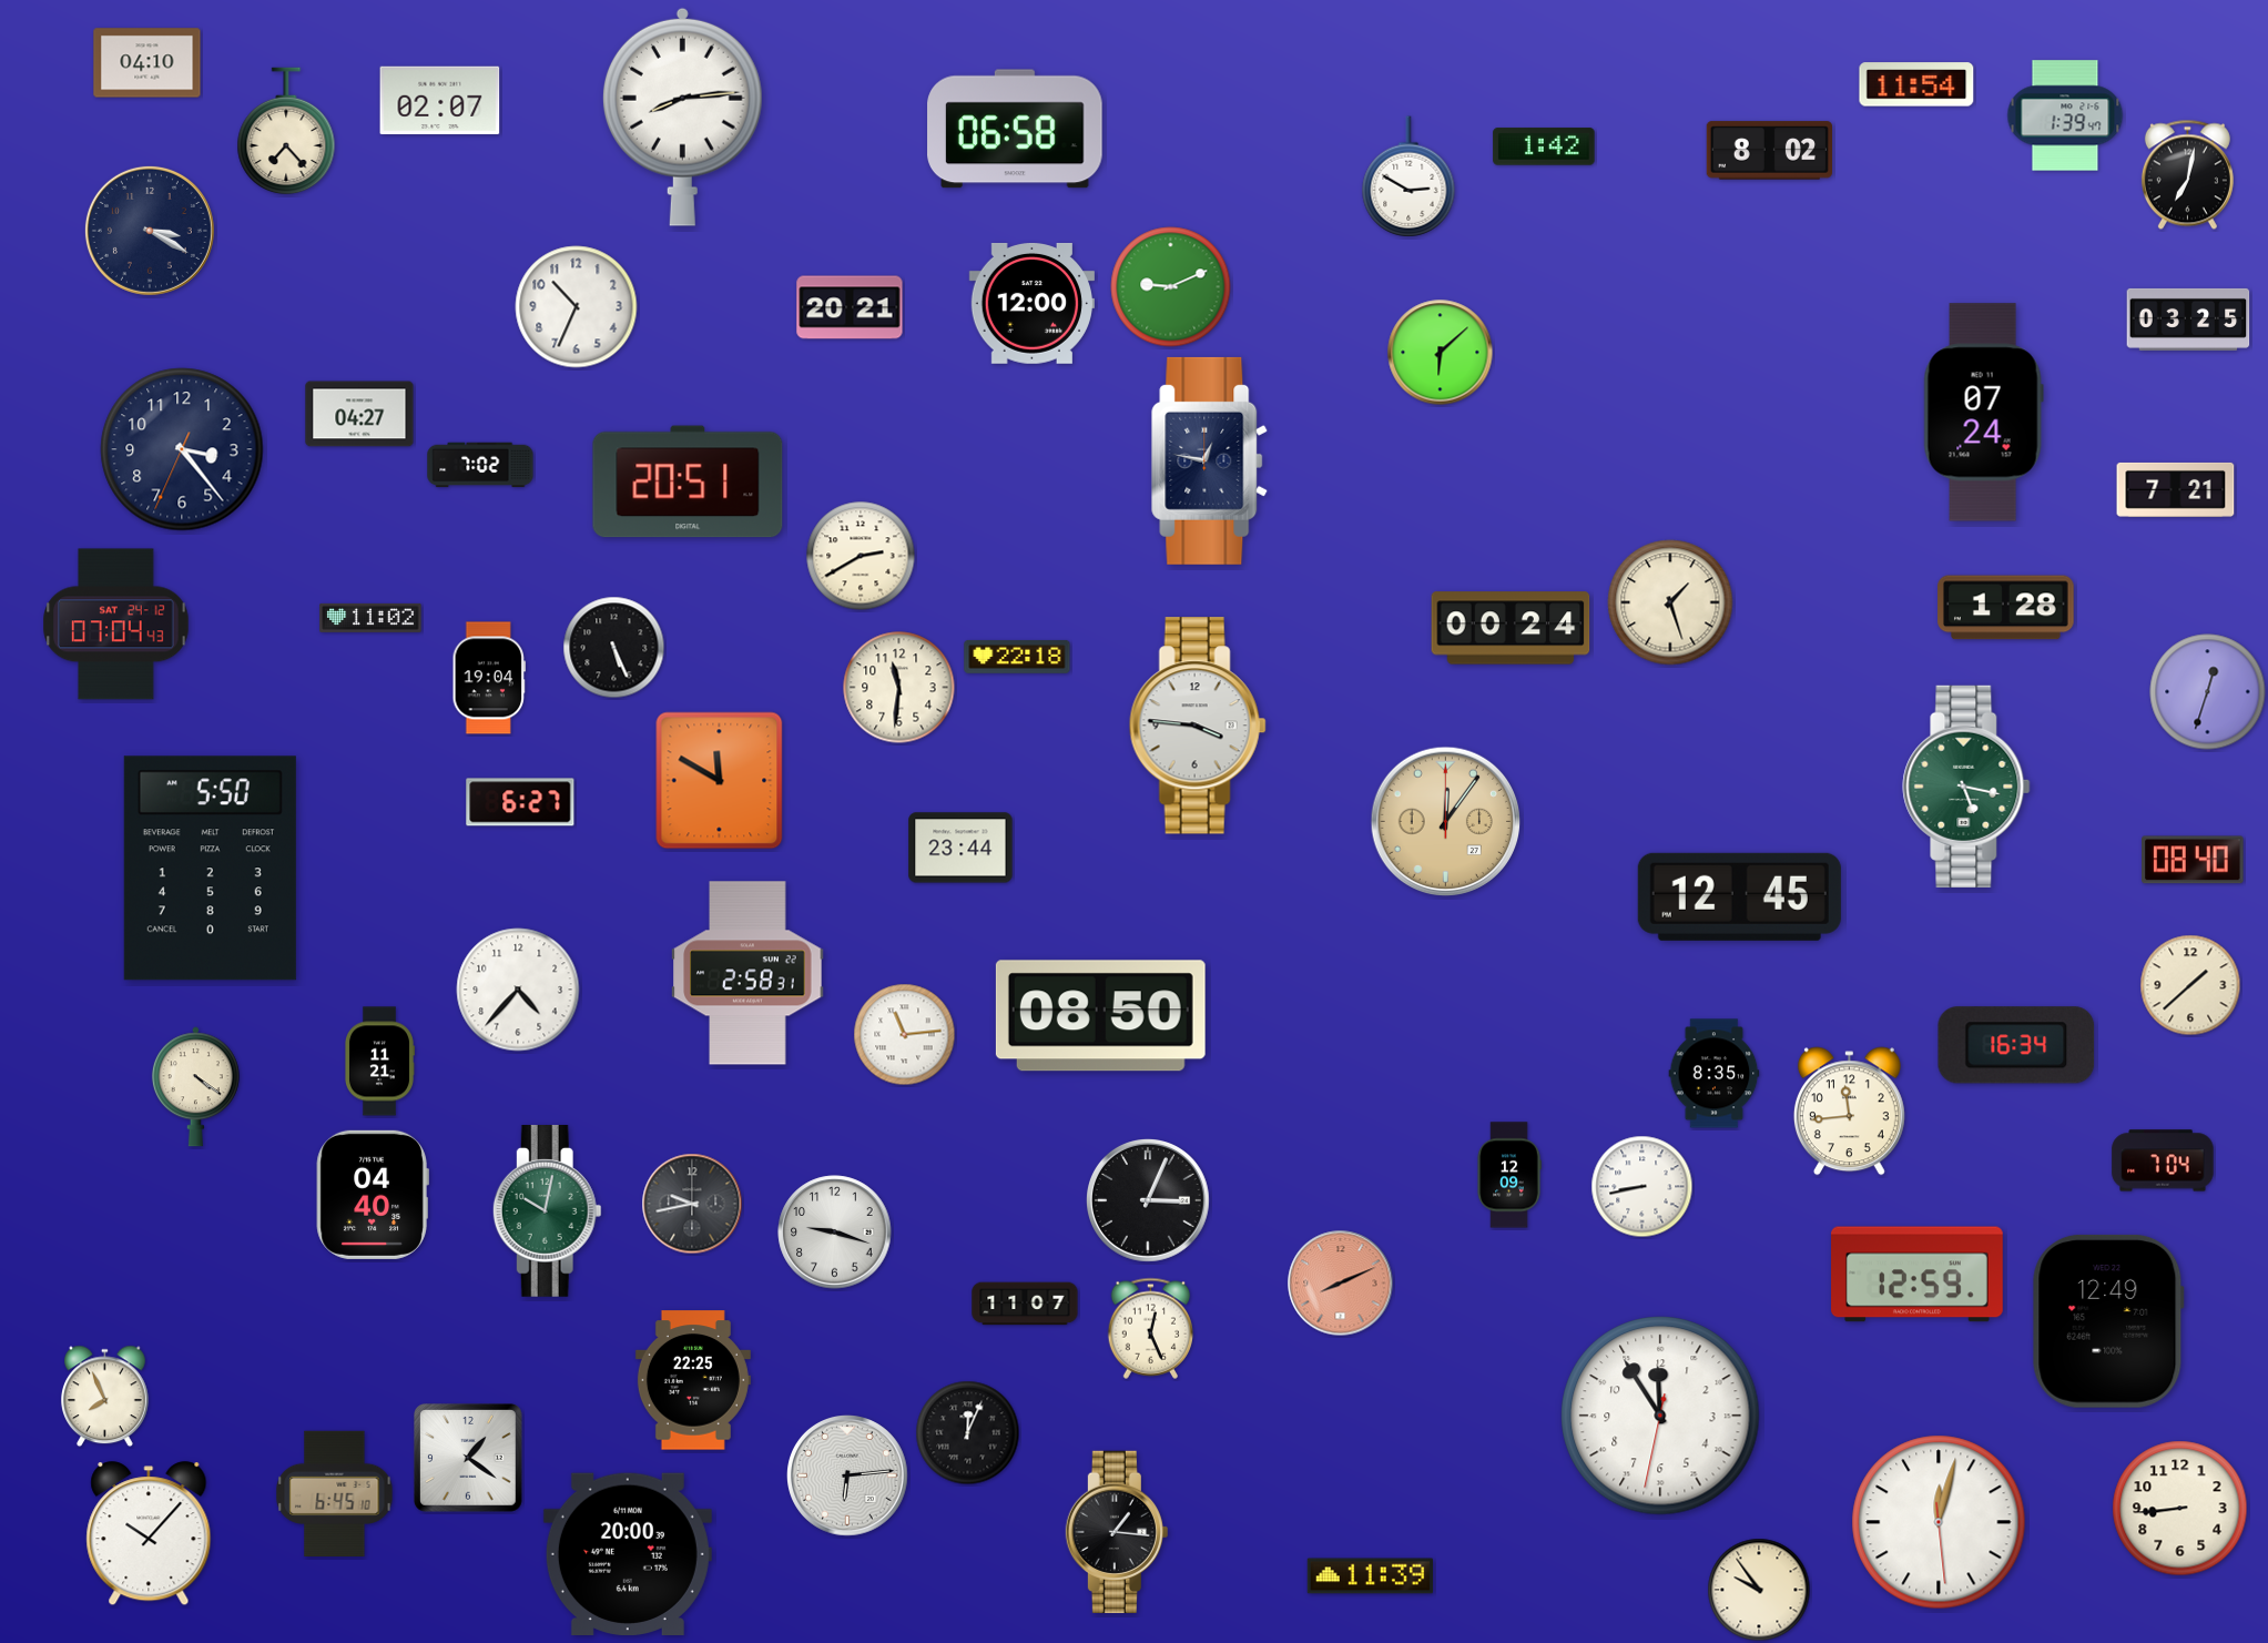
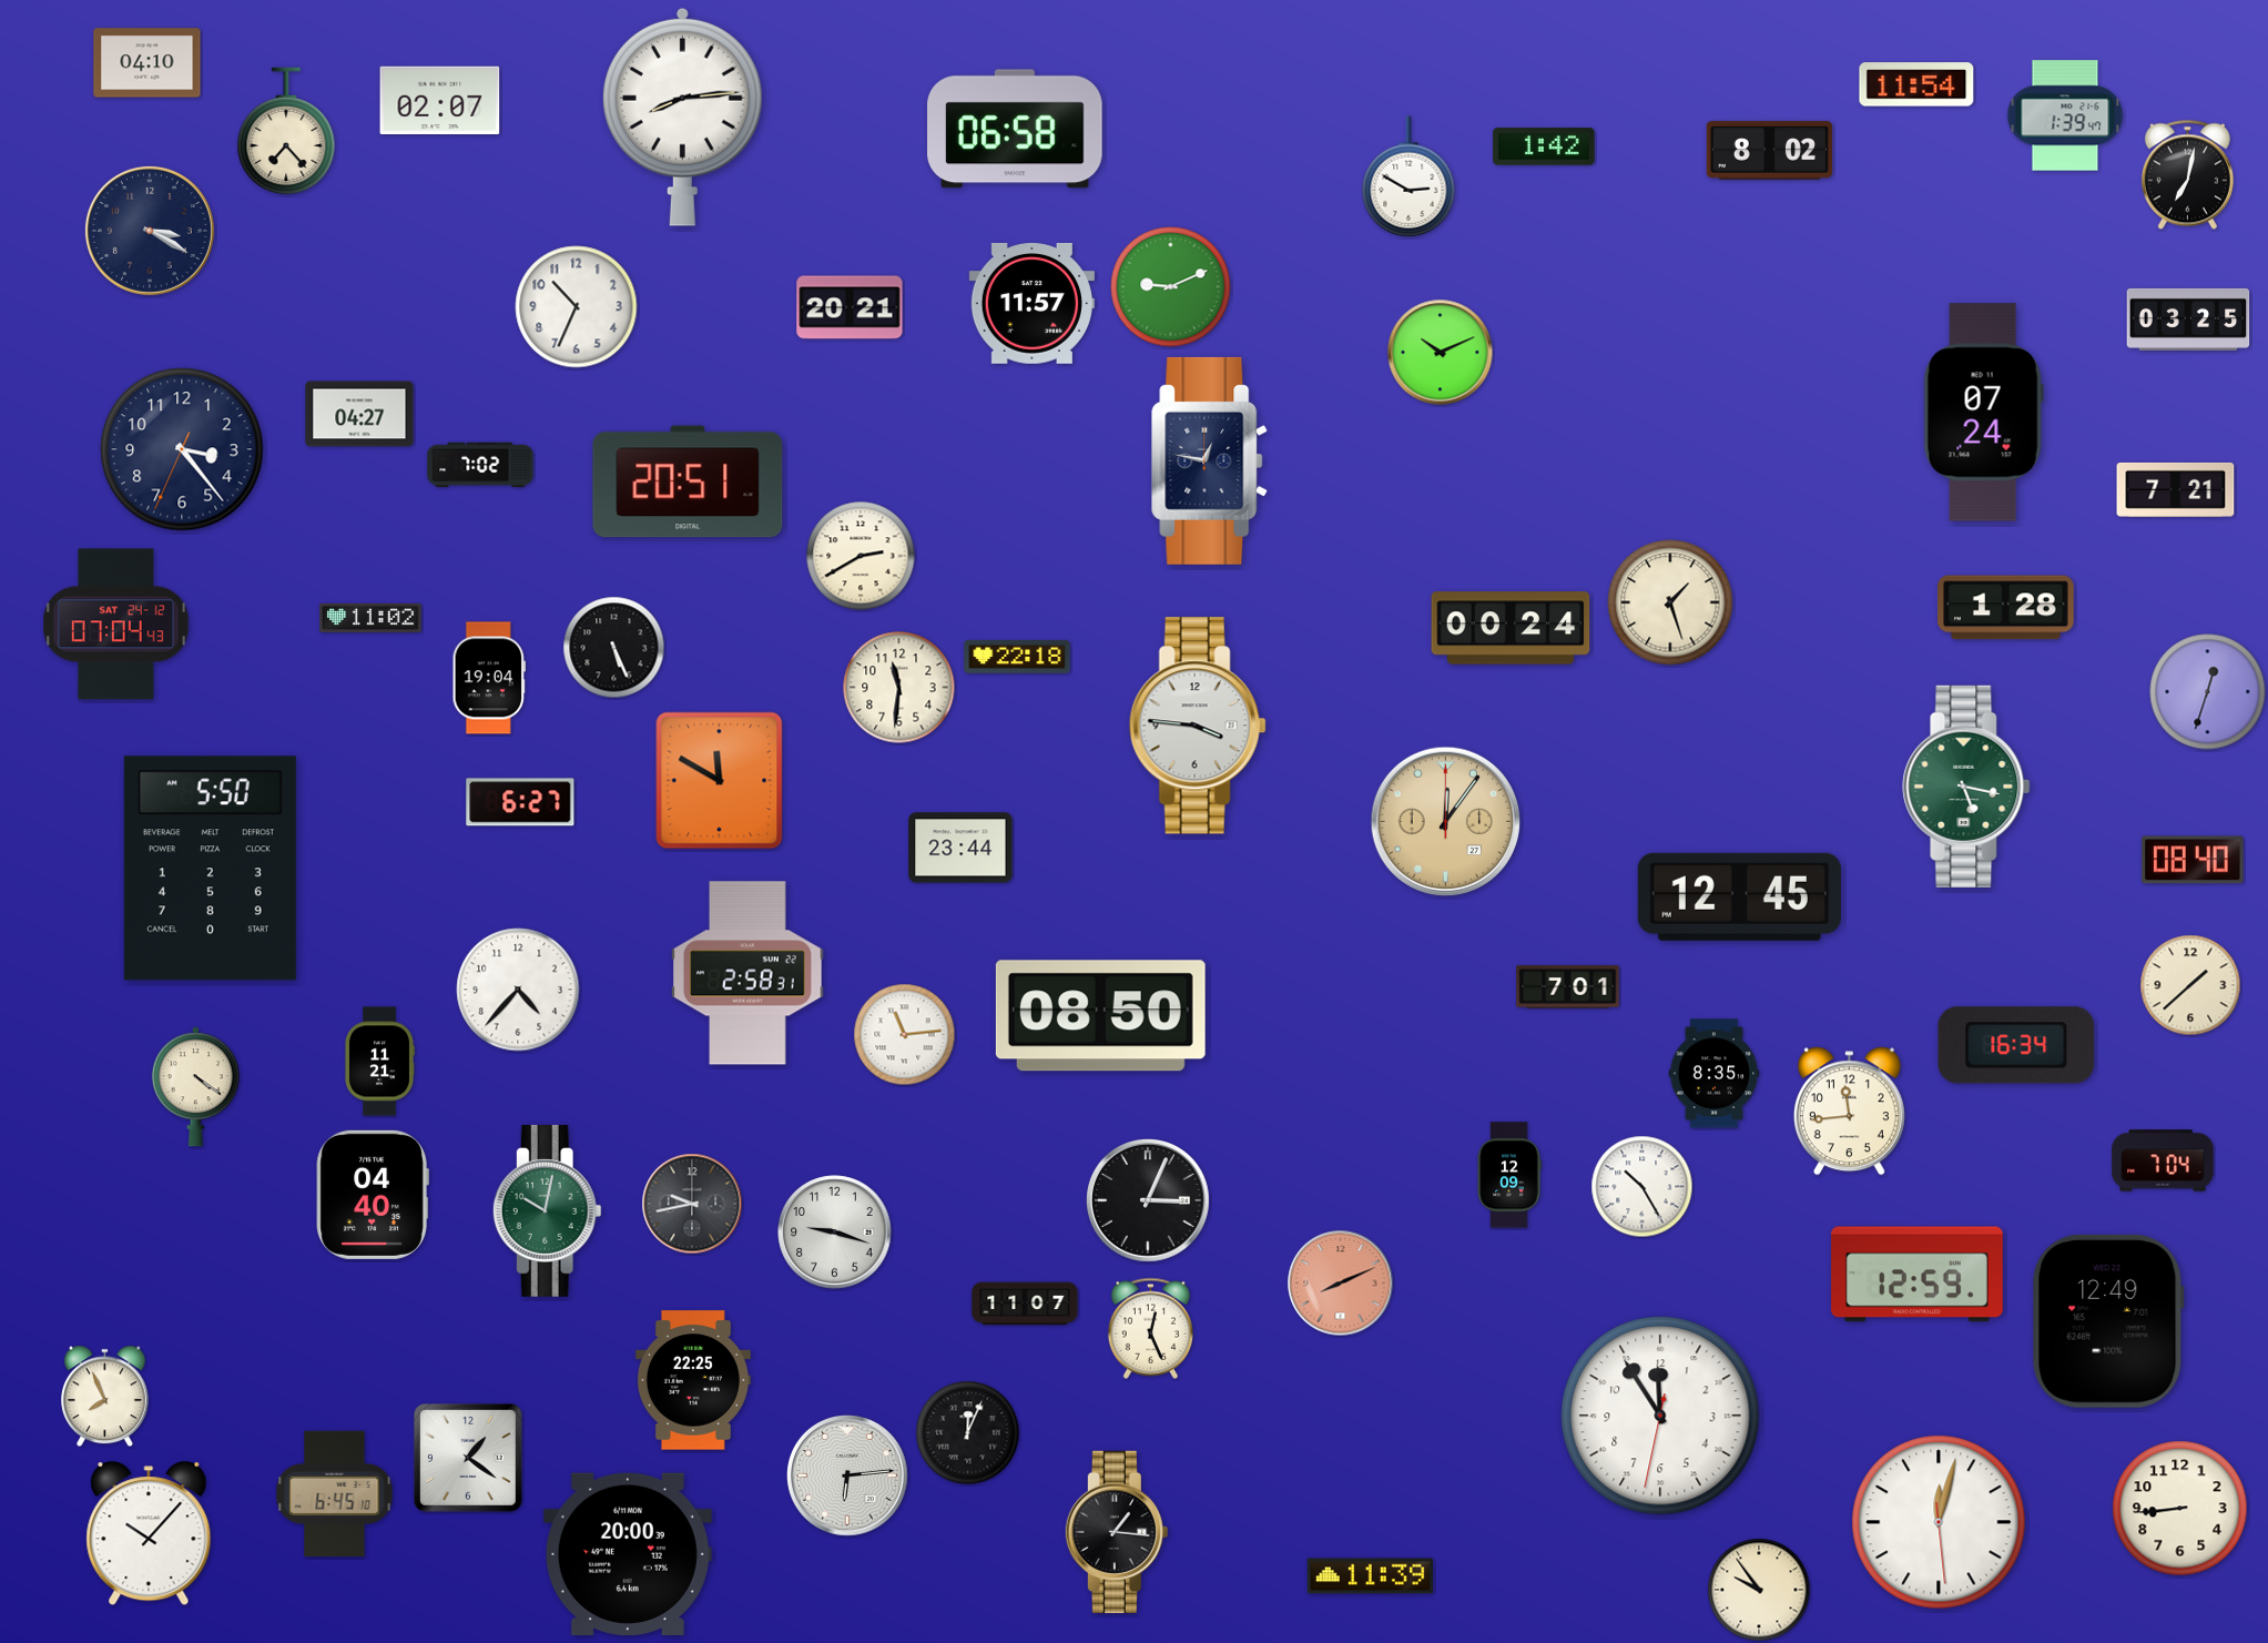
clock at (1031, 303): 12:00 -> 11:57
clock at (1441, 353): 6:08 -> 10:11
clock at (1568, 987): none -> 7:01
clock at (1642, 1187): 8:43 -> 10:25
